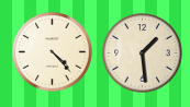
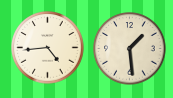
clock at (53, 52): 4:23 -> 4:44
